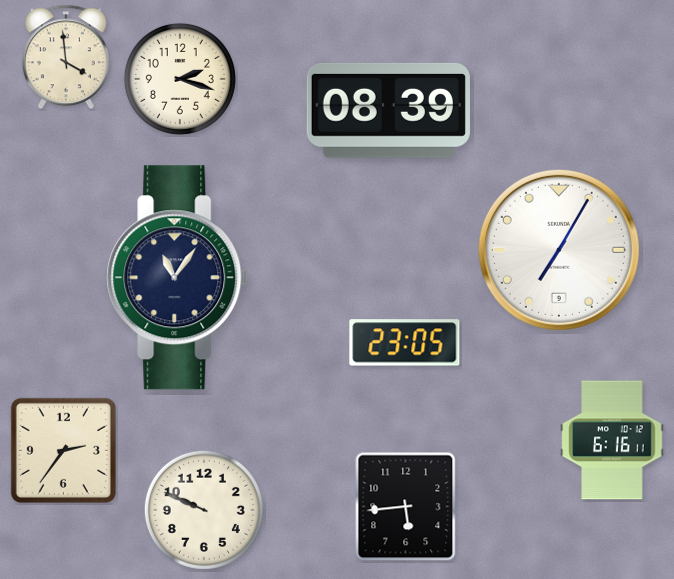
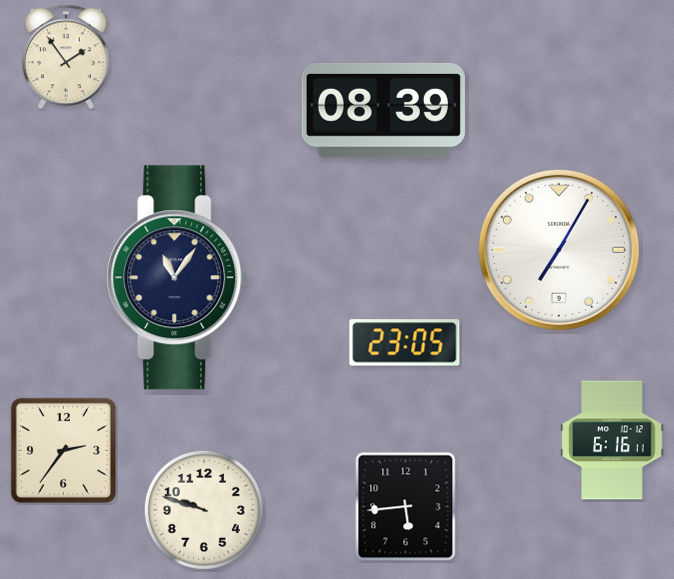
clock at (66, 57): 3:59 -> 1:54
clock at (180, 79): 2:18 -> none
clock at (388, 110) position: (388, 110) -> (383, 110)
clock at (204, 510): 9:49 -> 9:48
